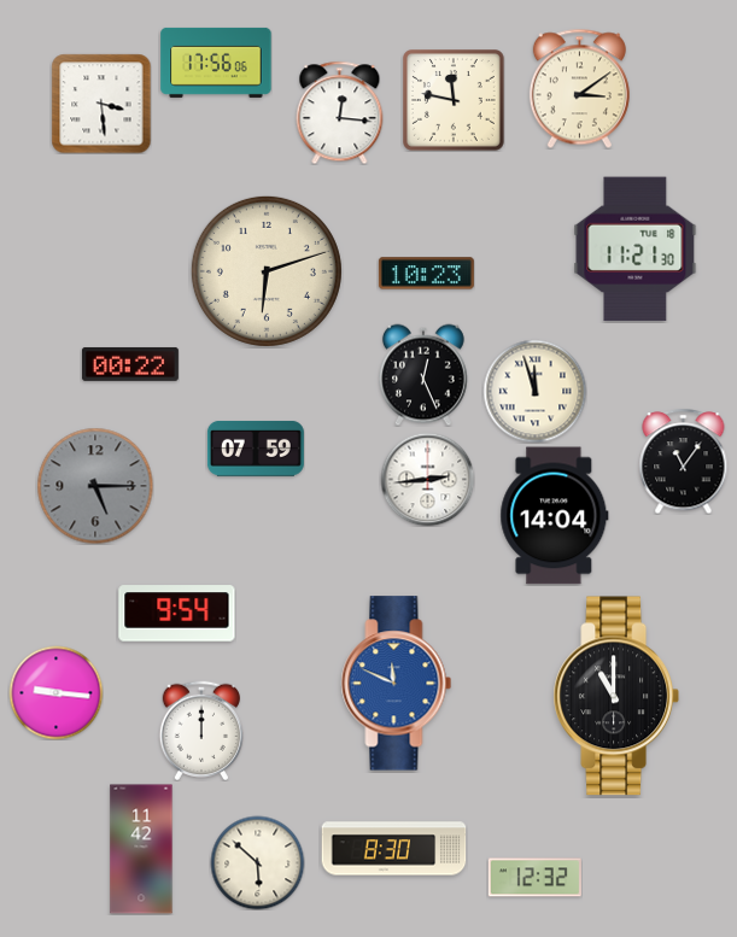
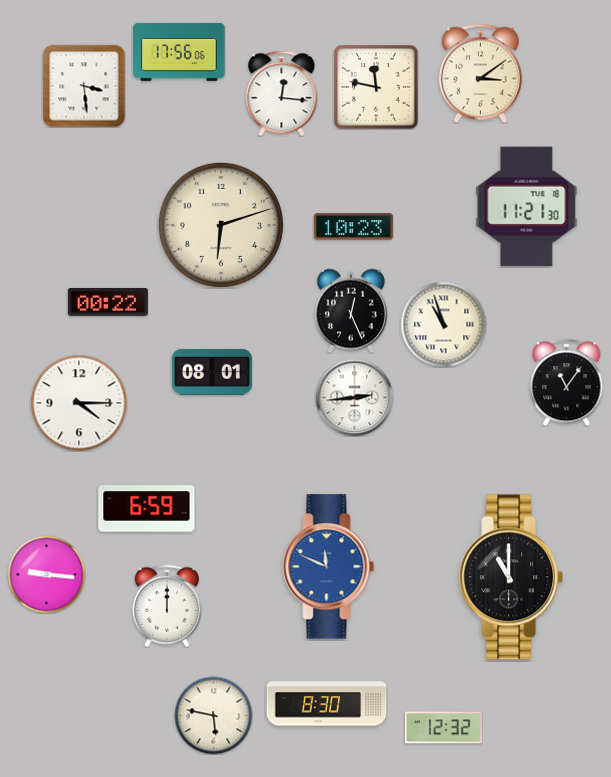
clock at (455, 101) position: (455, 101) -> (377, 88)
clock at (534, 391): 11:57 -> 10:57
clock at (256, 449): 07:59 -> 08:01
clock at (95, 486): 5:15 -> 4:15
clock at (95, 486) dial: grey -> white
clock at (555, 516): 14:04 -> none
clock at (177, 614): 9:54 -> 6:59
clock at (141, 849): 11:42 -> none
clock at (257, 862): 5:52 -> 5:47
